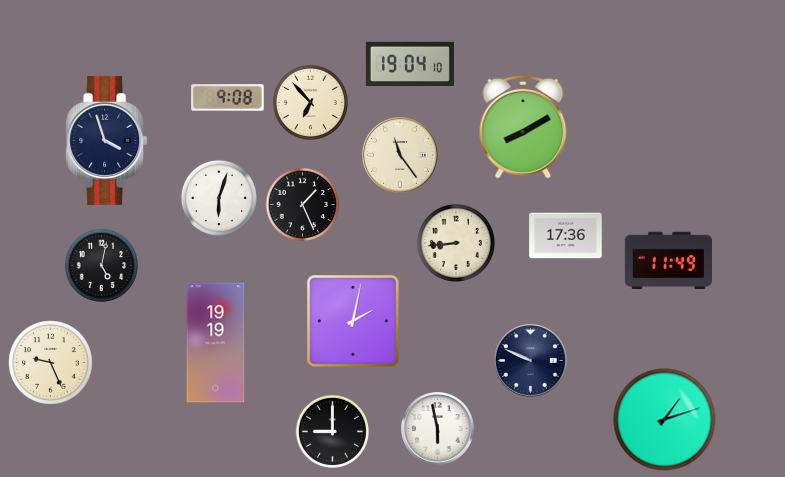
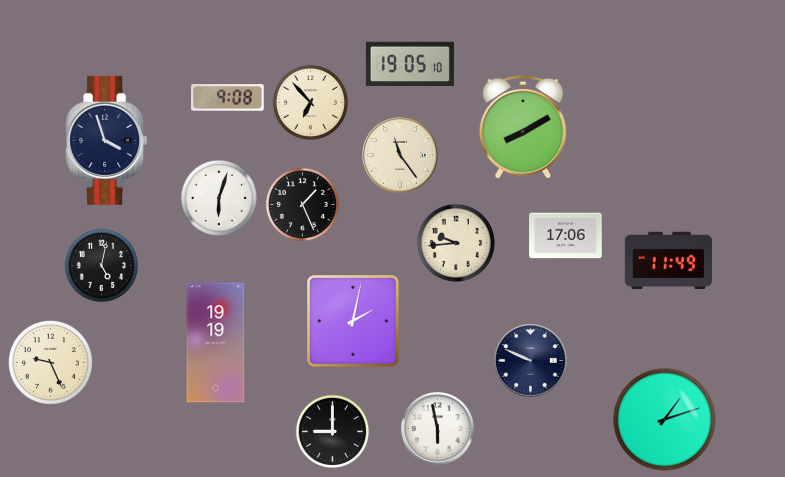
clock at (410, 64): 19:04 -> 19:05
clock at (566, 236): 17:36 -> 17:06
clock at (456, 243): 8:44 -> 9:44
